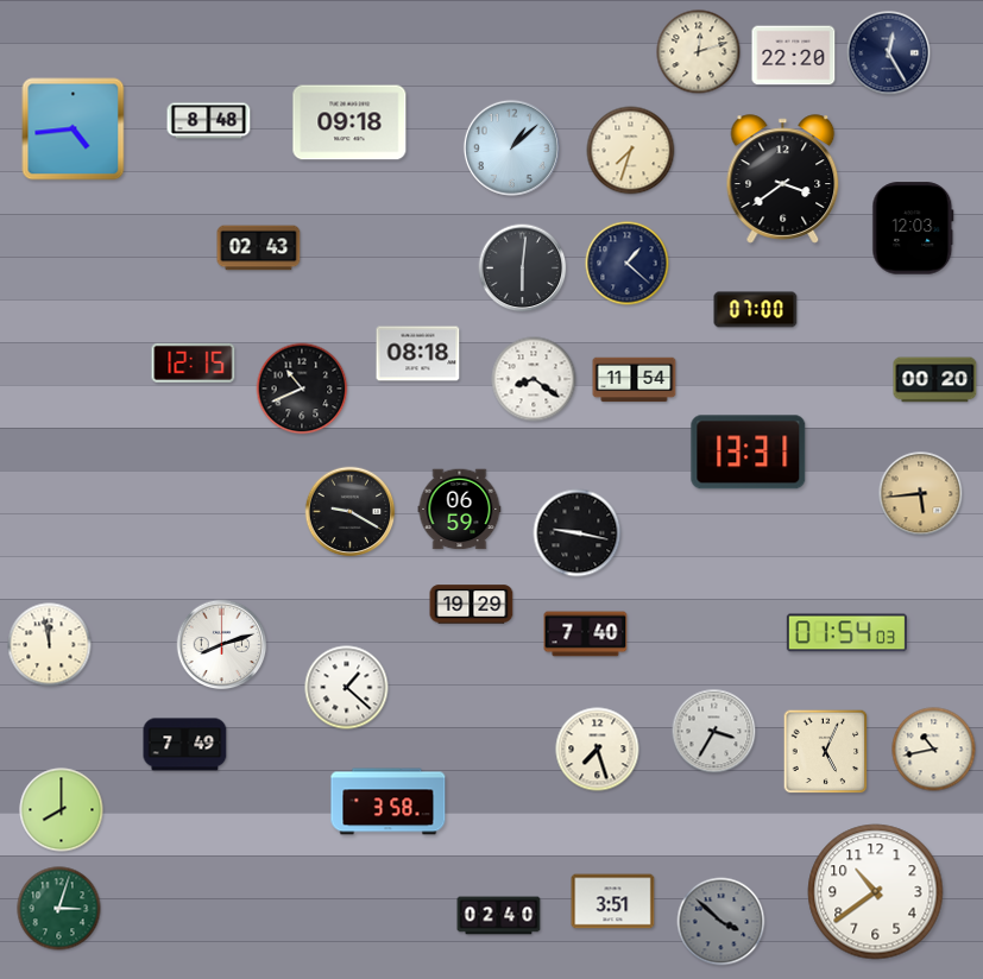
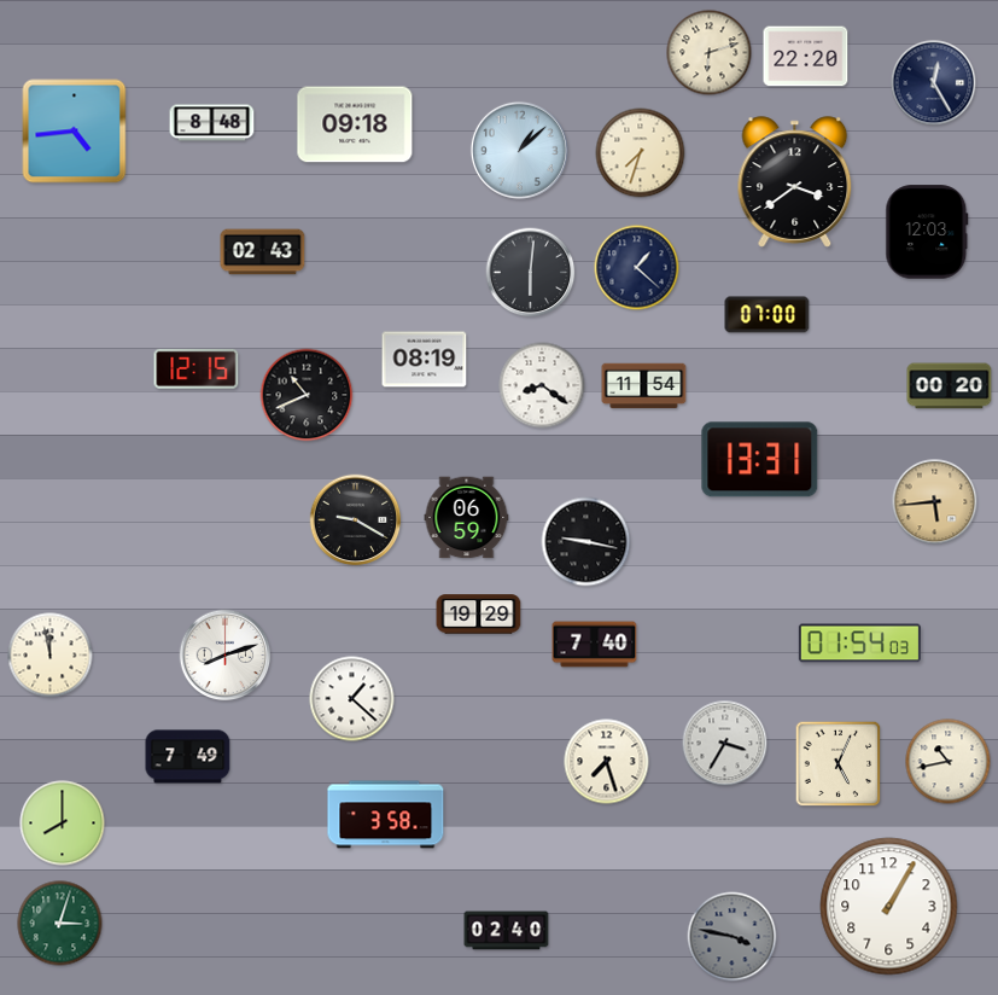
clock at (699, 52): 12:12 -> 6:12
clock at (889, 53) position: (889, 53) -> (934, 83)
clock at (418, 354): 08:18 -> 08:19
clock at (389, 802) position: (389, 802) -> (386, 815)
clock at (876, 892): 10:39 -> 1:05
clock at (613, 902): 3:51 -> none
clock at (722, 922): 3:52 -> 3:47
